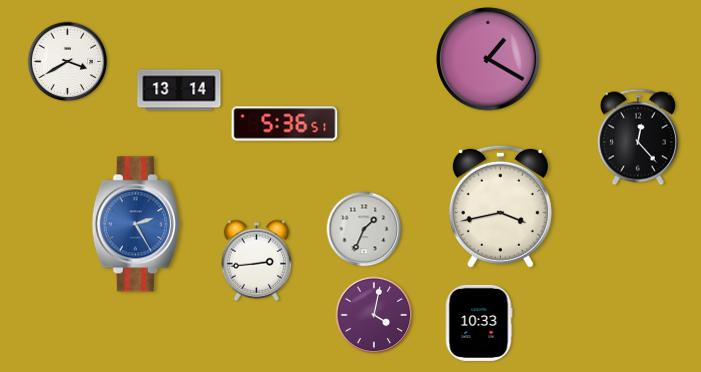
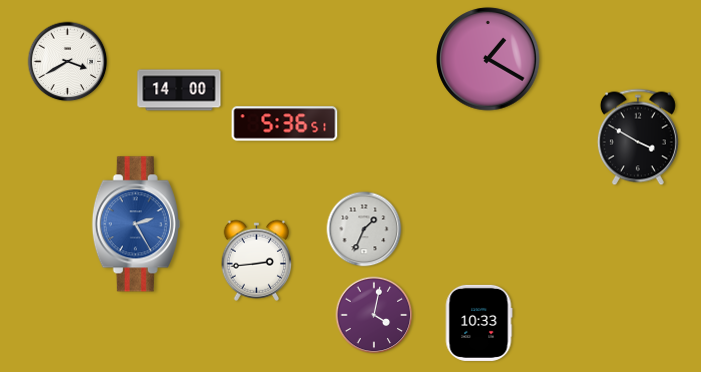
clock at (179, 90): 13:14 -> 14:00
clock at (638, 137): 12:23 -> 3:50
clock at (500, 206): 3:43 -> none
